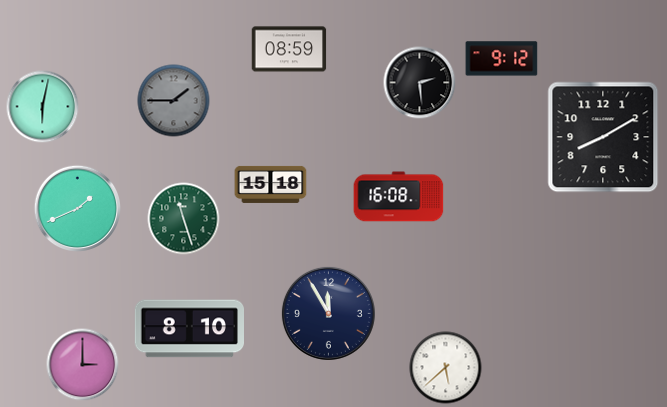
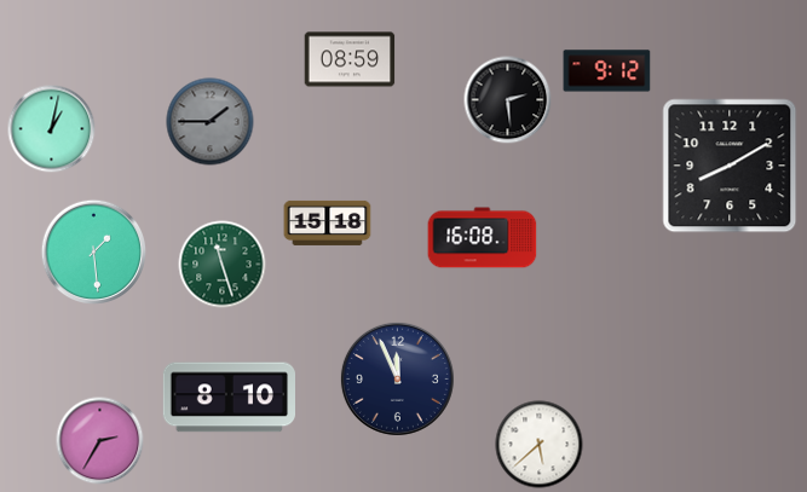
clock at (43, 107): 6:02 -> 1:02
clock at (77, 208): 1:41 -> 1:29
clock at (328, 313): 11:55 -> 11:56
clock at (83, 365): 3:00 -> 2:35
